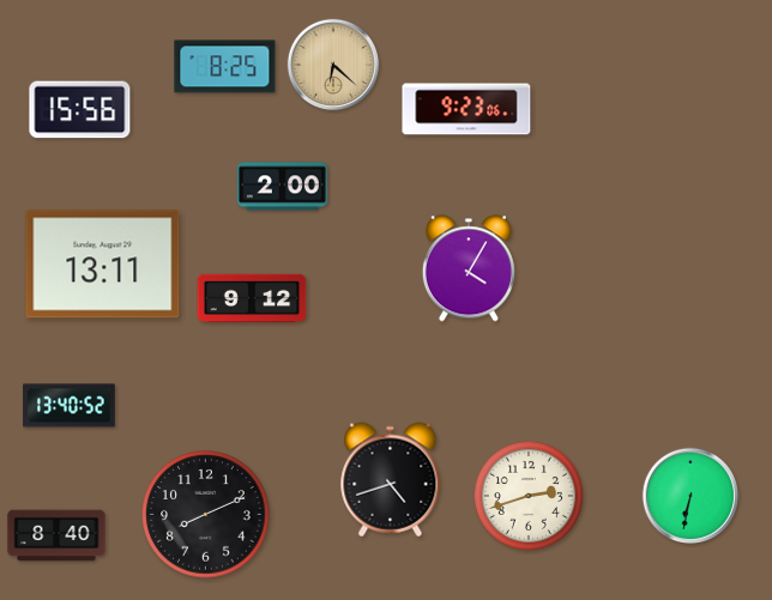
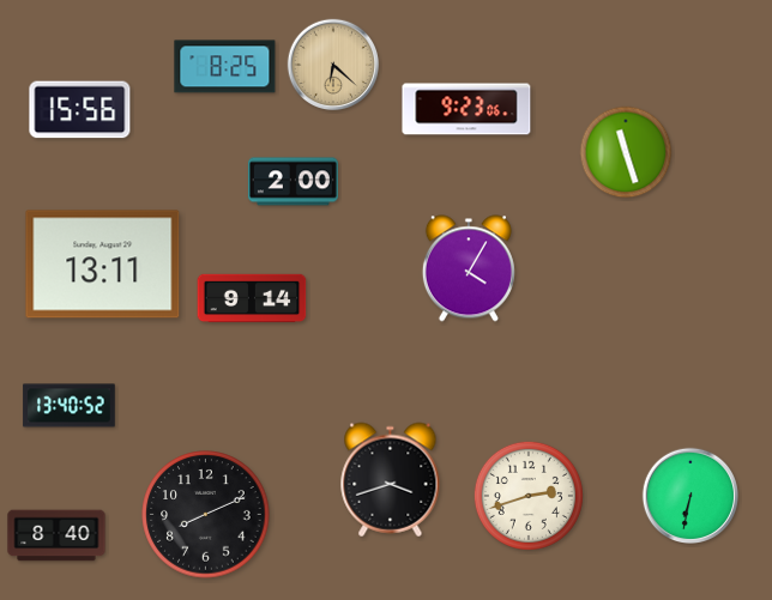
clock at (626, 152): none -> 11:27
clock at (282, 187) position: (282, 187) -> (292, 182)
clock at (252, 298): 9:12 -> 9:14
clock at (391, 480): 4:42 -> 3:42
